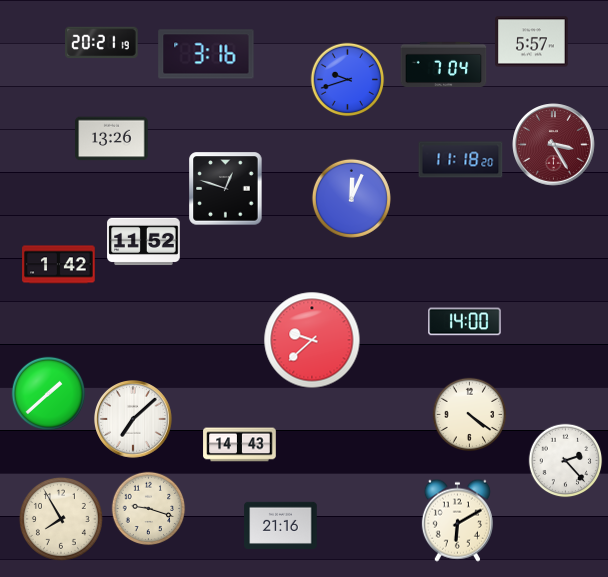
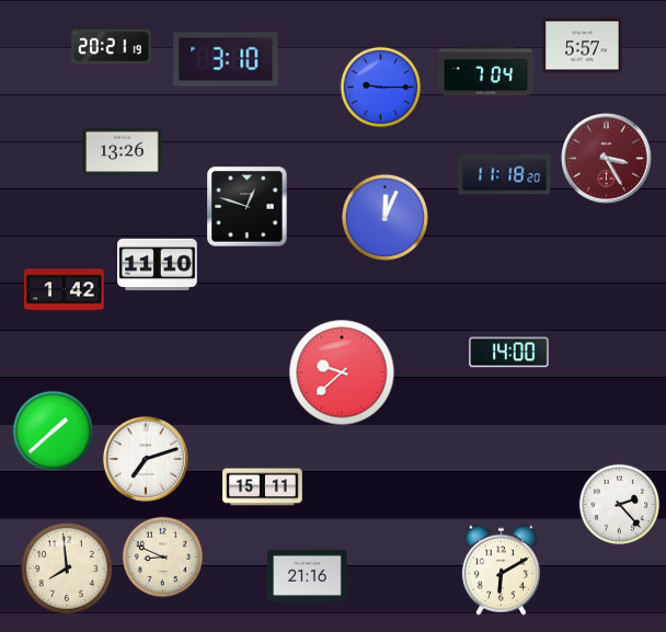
clock at (206, 54): 3:16 -> 3:10
clock at (348, 80): 9:42 -> 9:15
clock at (144, 242): 11:52 -> 11:10
clock at (470, 415): 4:21 -> none
clock at (134, 420): 7:08 -> 7:12
clock at (240, 445): 14:43 -> 15:11
clock at (149, 509): 9:18 -> 8:49
clock at (61, 519): 7:55 -> 7:59
